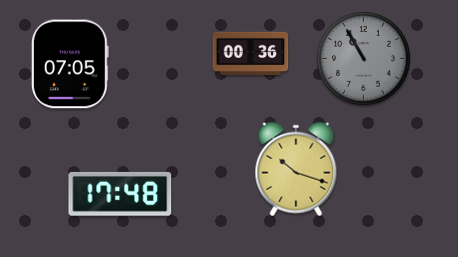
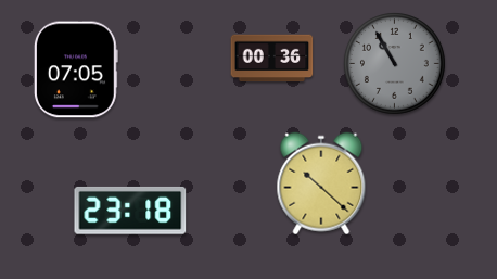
clock at (296, 169): 10:18 -> 10:22
clock at (120, 194): 17:48 -> 23:18
